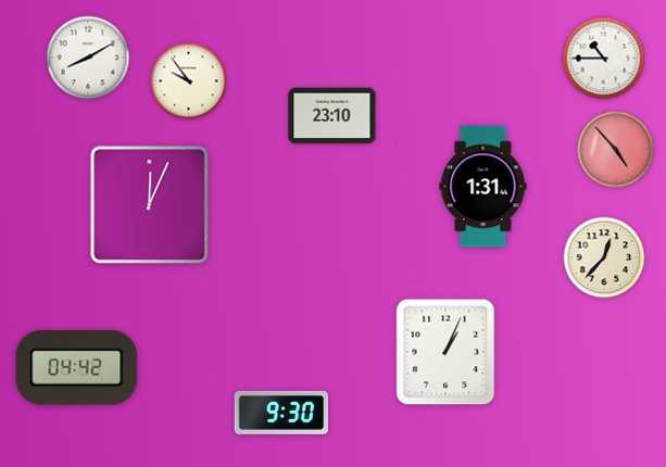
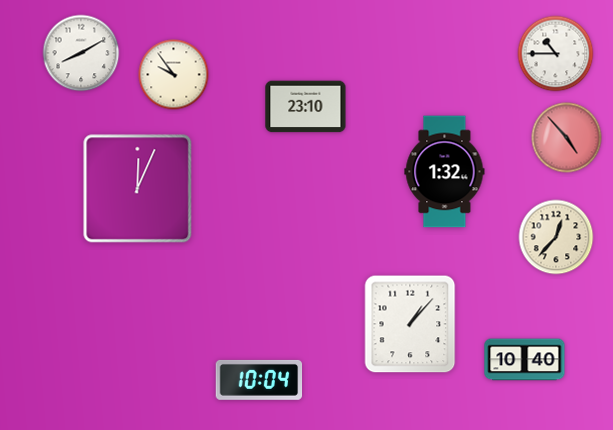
clock at (483, 187): 1:31 -> 1:32
clock at (445, 352): 1:04 -> 1:07
clock at (77, 368): 04:42 -> none
clock at (525, 360): none -> 10:40
clock at (281, 413): 9:30 -> 10:04
